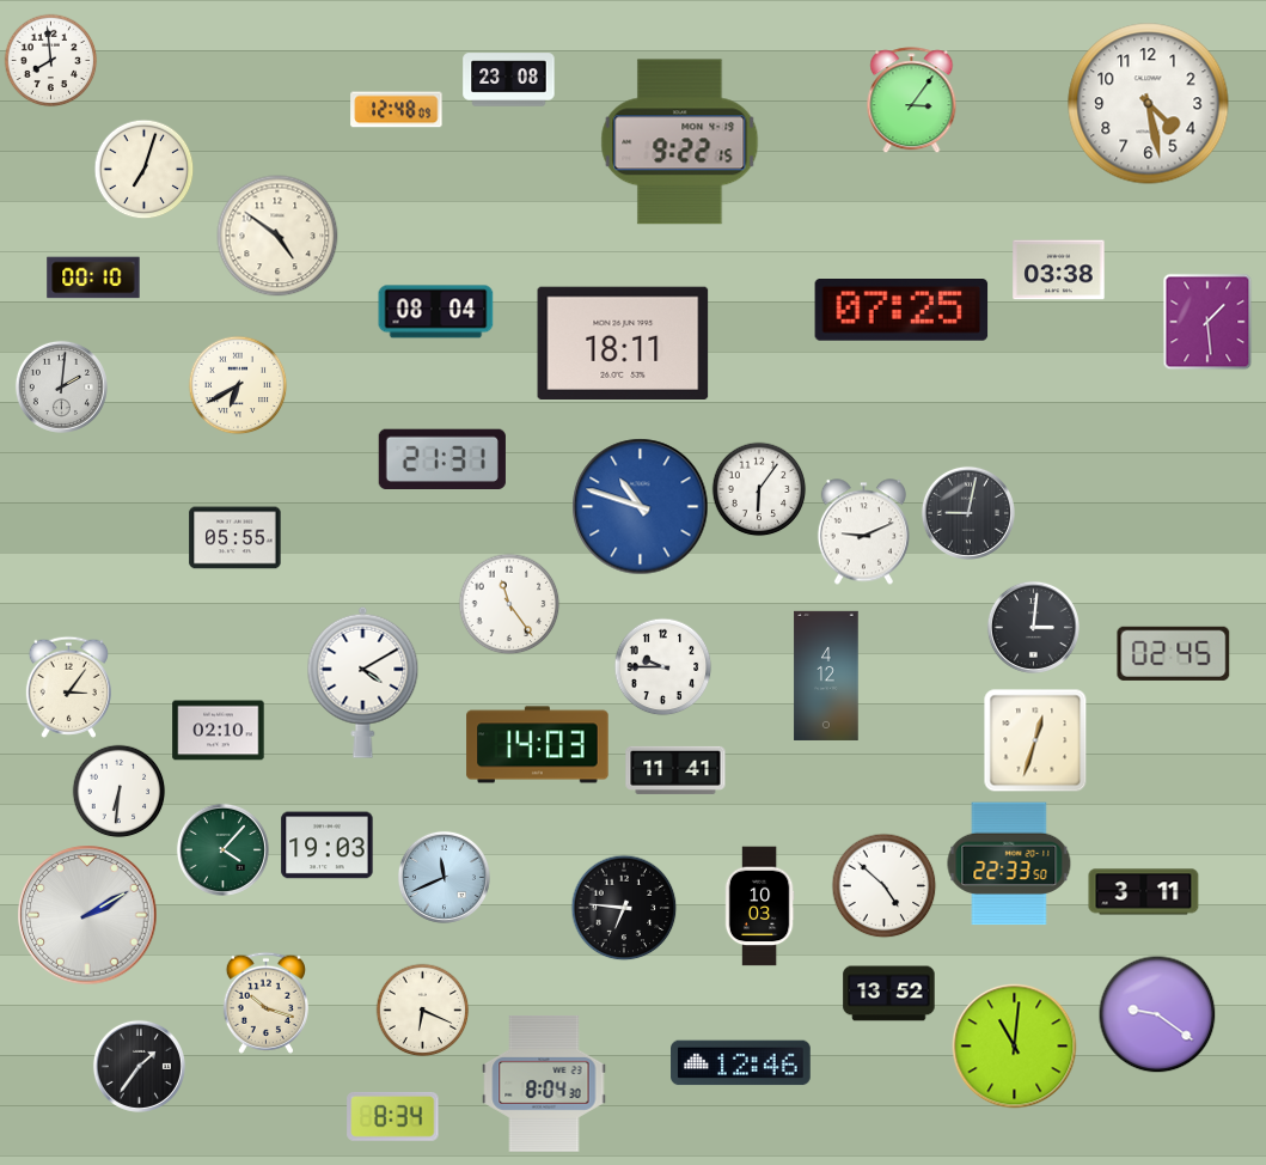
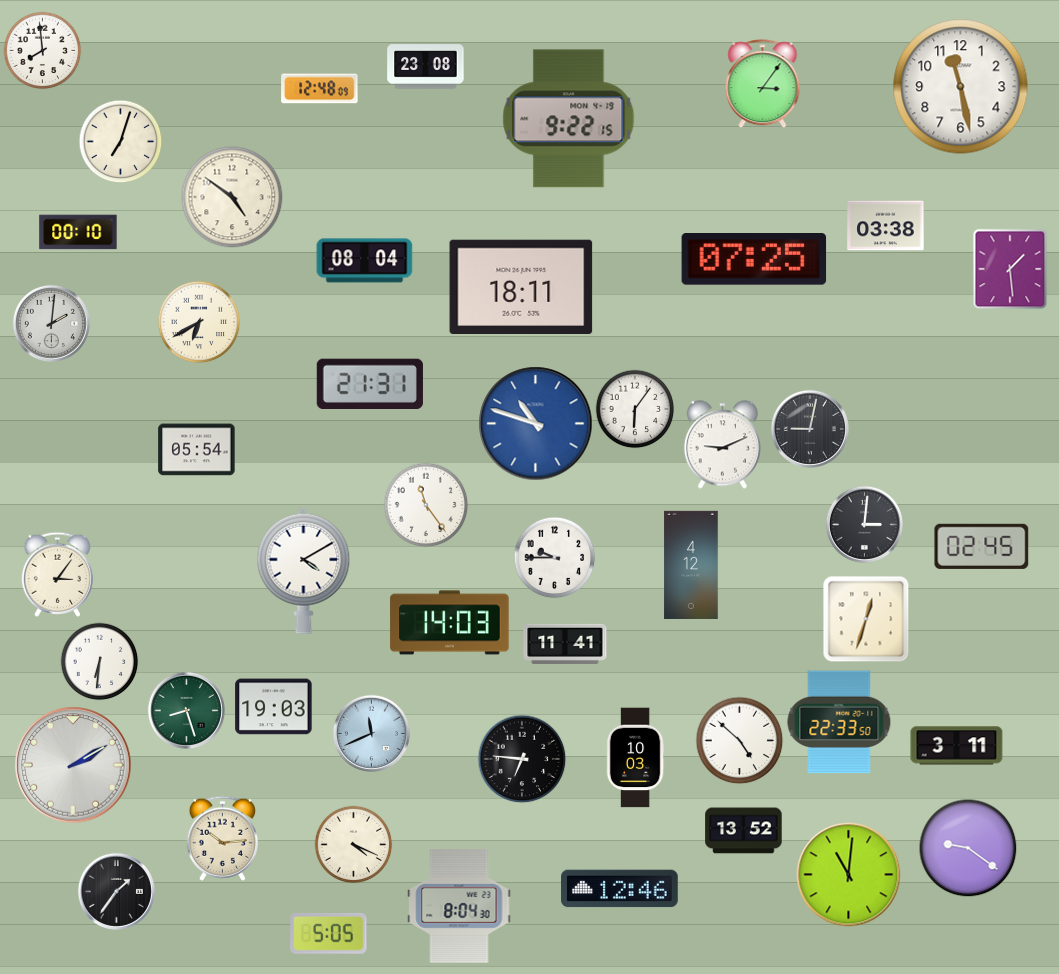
clock at (1149, 104): 4:28 -> 11:28
clock at (397, 110) position: (397, 110) -> (320, 89)
clock at (236, 538): 05:55 -> 05:54
clock at (219, 731): 02:10 -> none
clock at (222, 849): 4:07 -> 8:27
clock at (1009, 864) position: (1009, 864) -> (839, 722)
clock at (265, 1002): 10:18 -> 10:14
clock at (422, 1010): 6:19 -> 4:19
clock at (544, 1084) position: (544, 1084) -> (459, 906)
clock at (393, 1116): 8:34 -> 5:05
